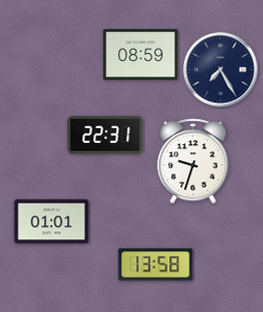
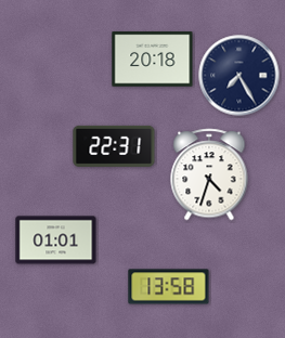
clock at (141, 55): 08:59 -> 20:18
clock at (193, 161): 9:33 -> 4:33
